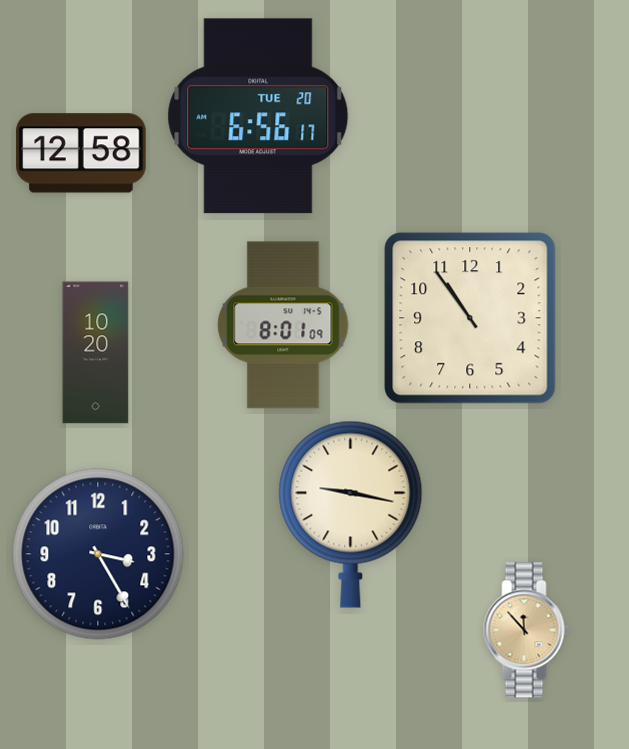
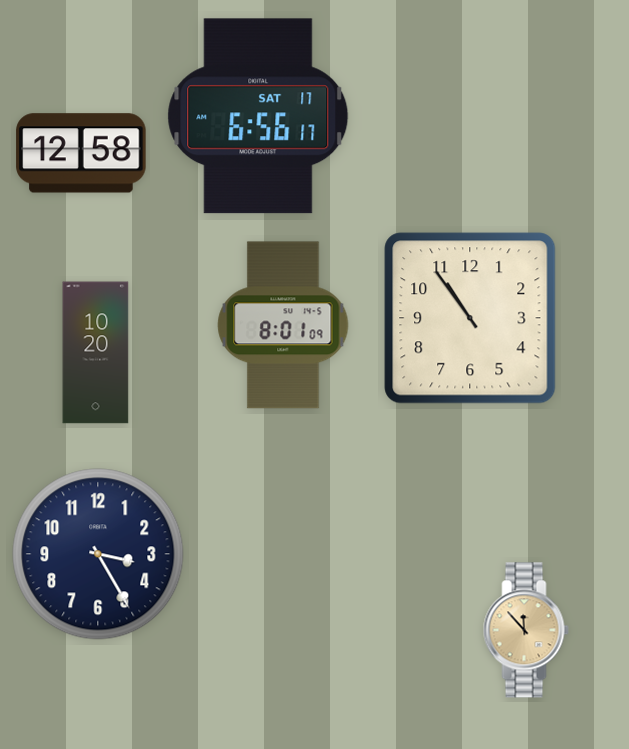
clock at (258, 116) date: TUE 20 -> SAT 17
clock at (351, 514): 9:17 -> none
